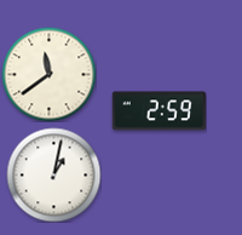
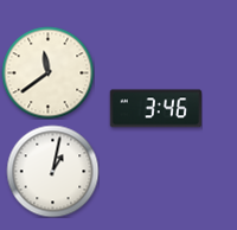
clock at (159, 111): 2:59 -> 3:46
